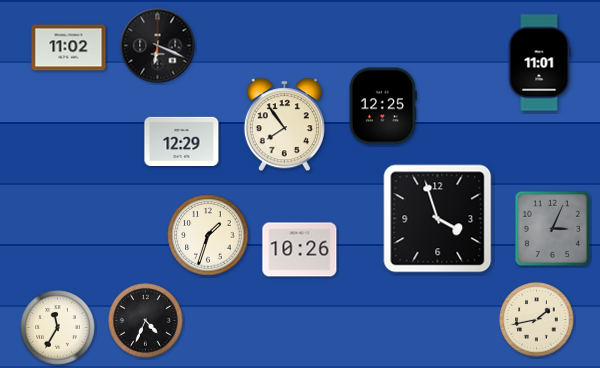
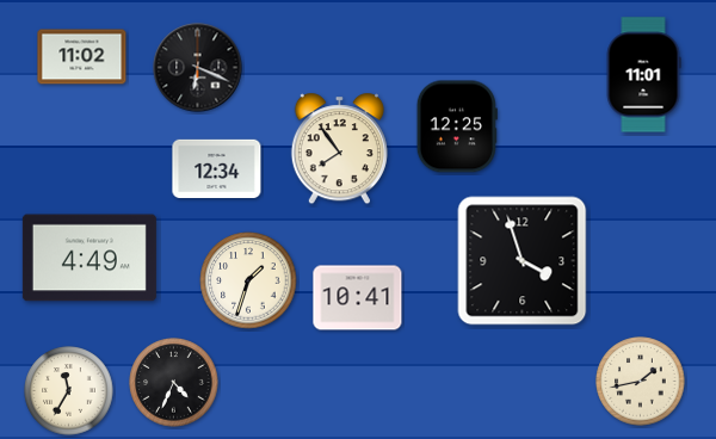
clock at (158, 46) position: (158, 46) -> (198, 68)
clock at (182, 141): 12:29 -> 12:34
clock at (89, 258): none -> 4:49
clock at (552, 228): 3:04 -> none
clock at (300, 250): 10:26 -> 10:41
